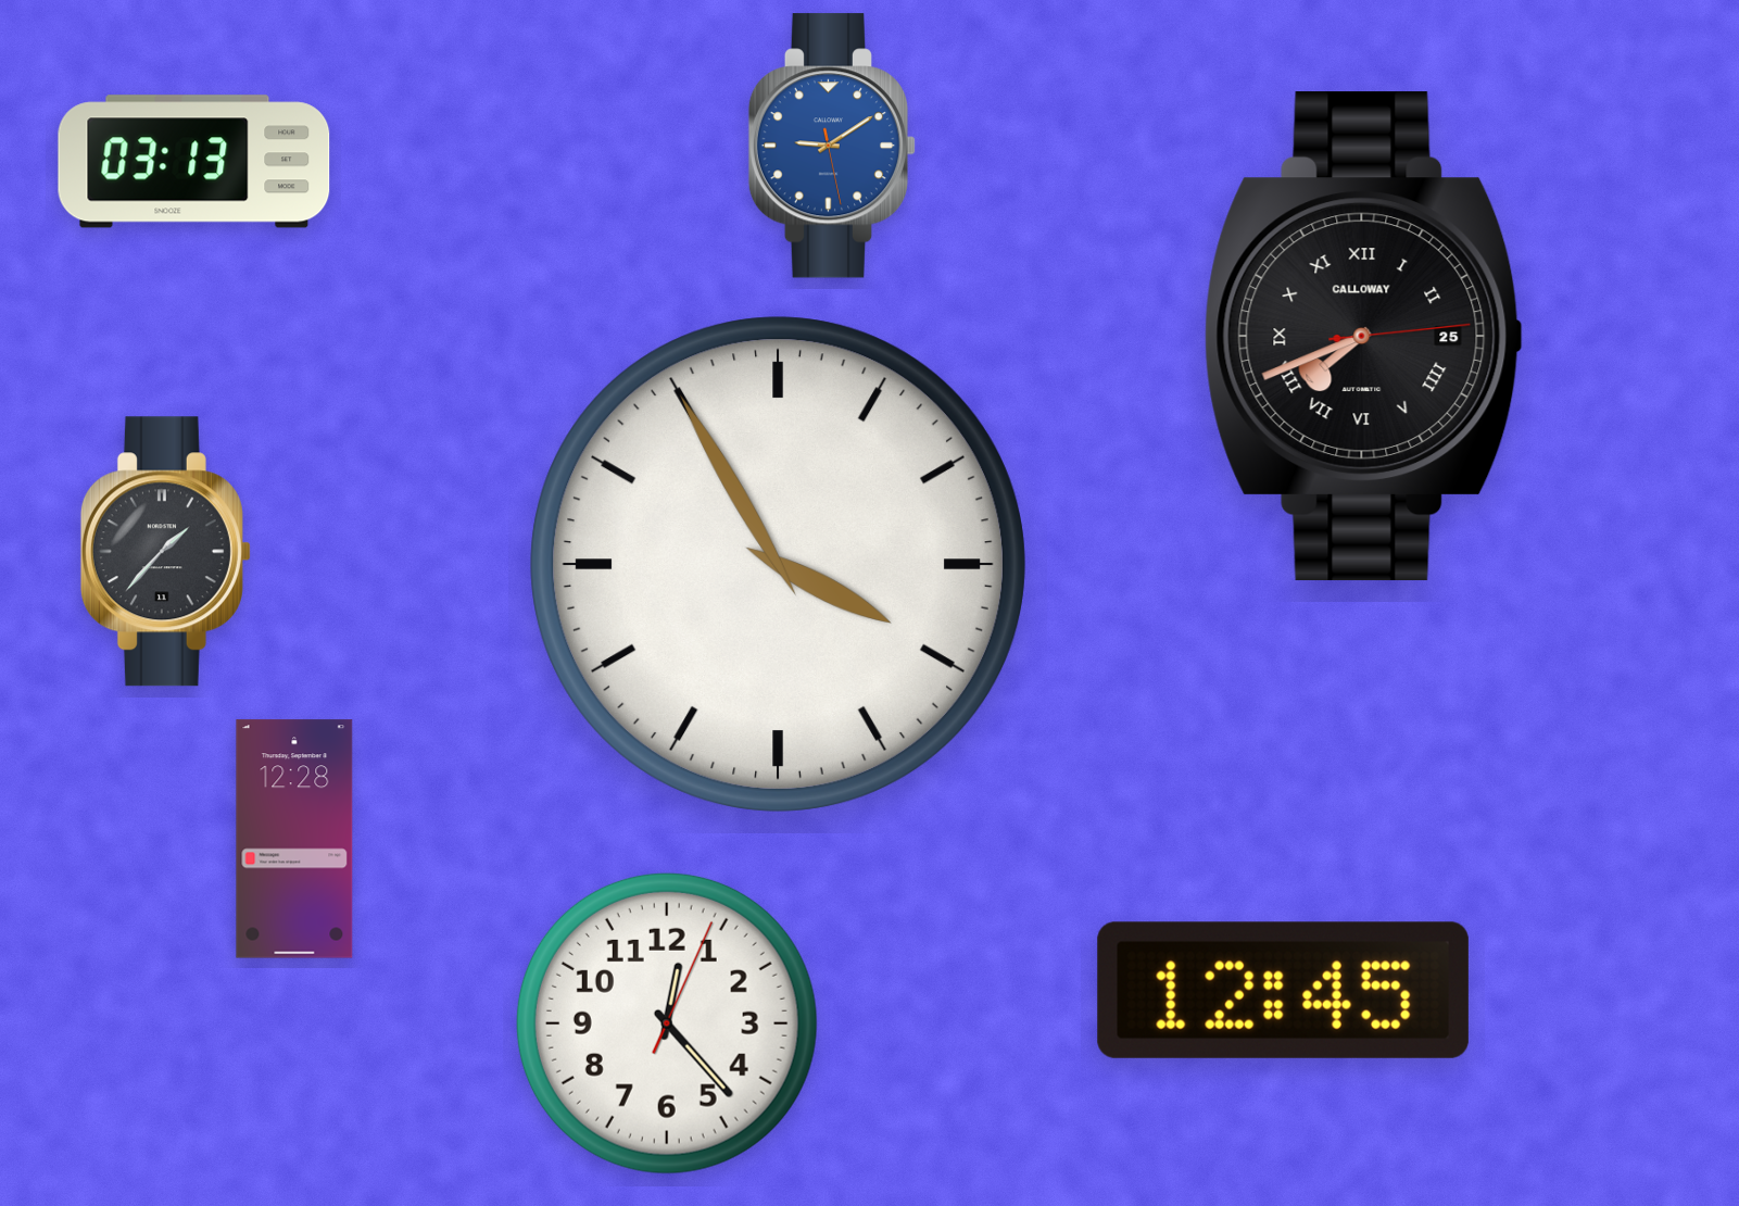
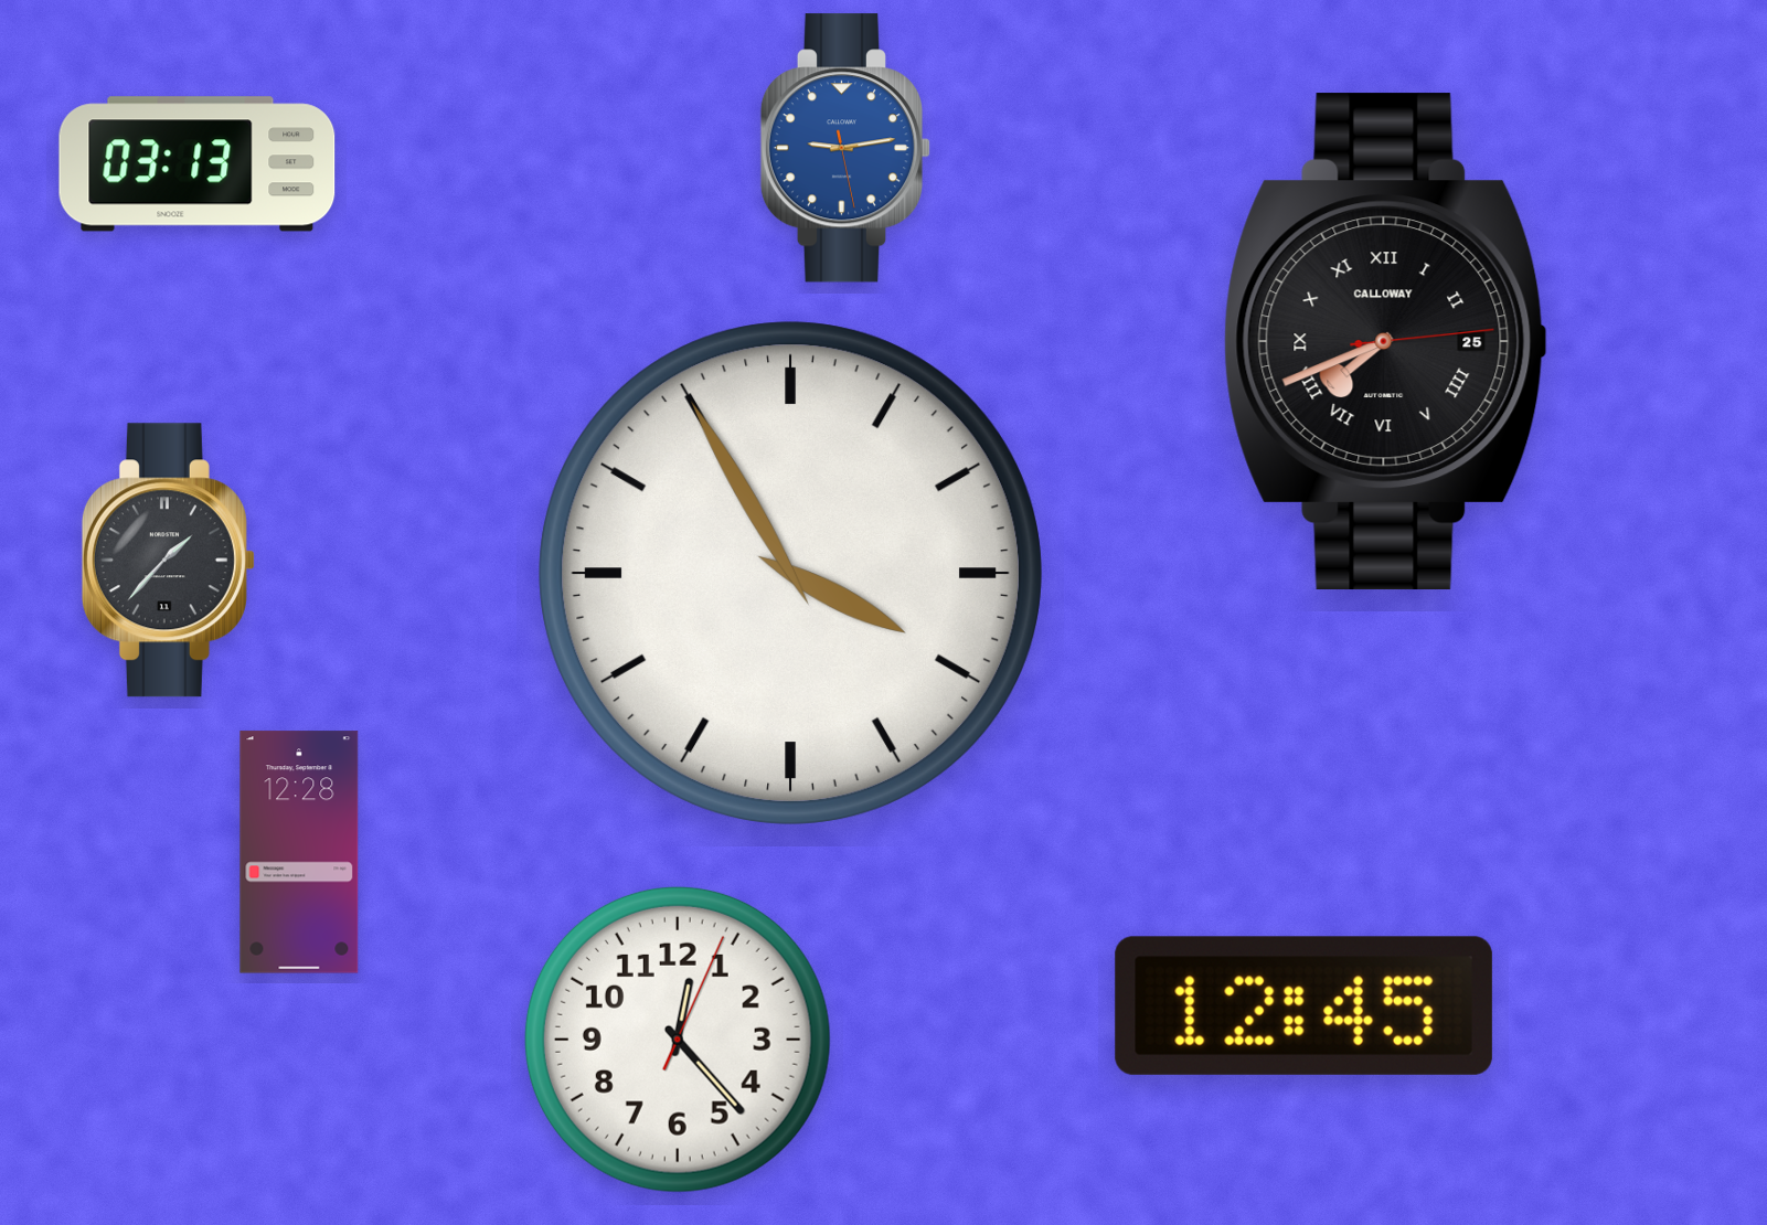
clock at (832, 146): 9:09 -> 9:13
